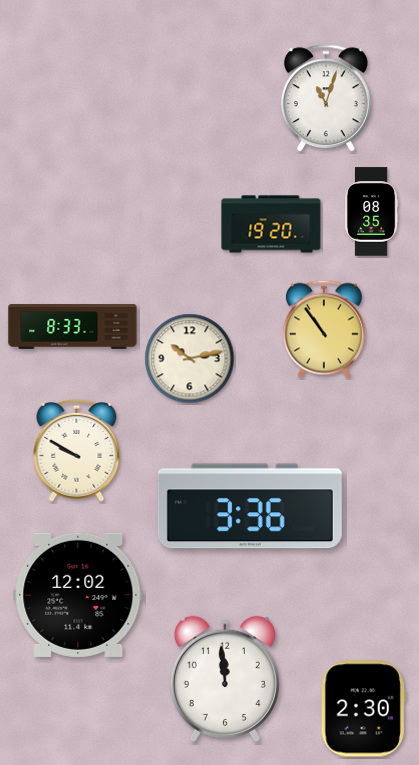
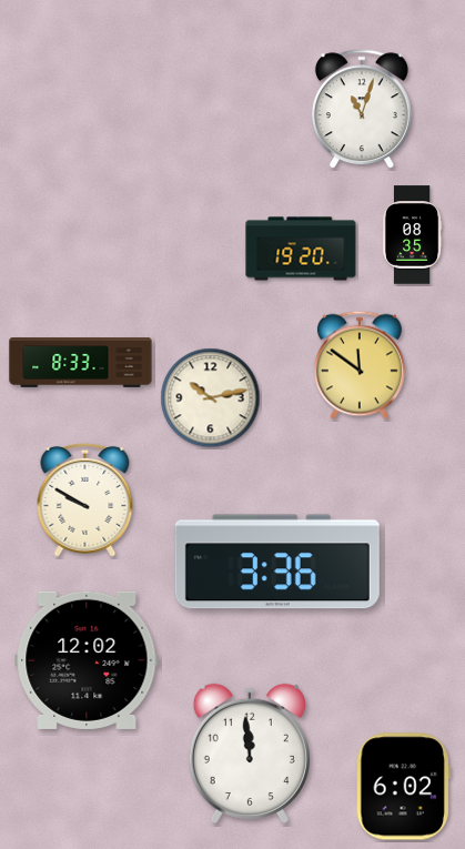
clock at (324, 329): 10:54 -> 11:51
clock at (363, 709): 2:30 -> 6:02
